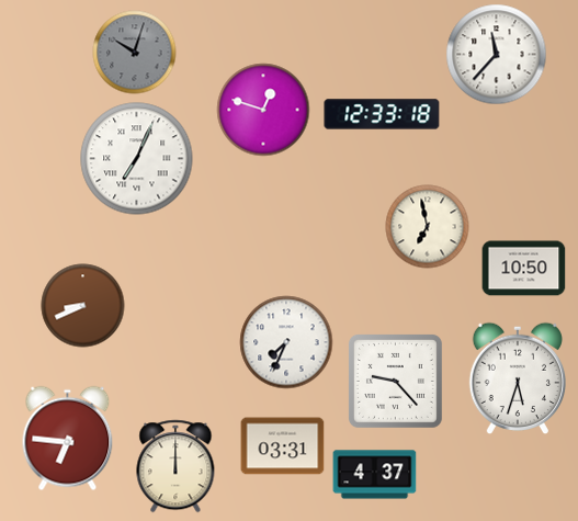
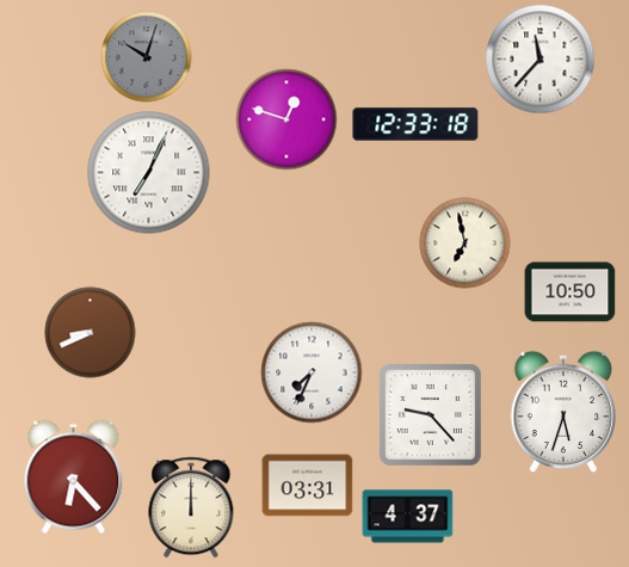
clock at (428, 227) position: (428, 227) -> (465, 244)
clock at (68, 439): 6:46 -> 6:23
